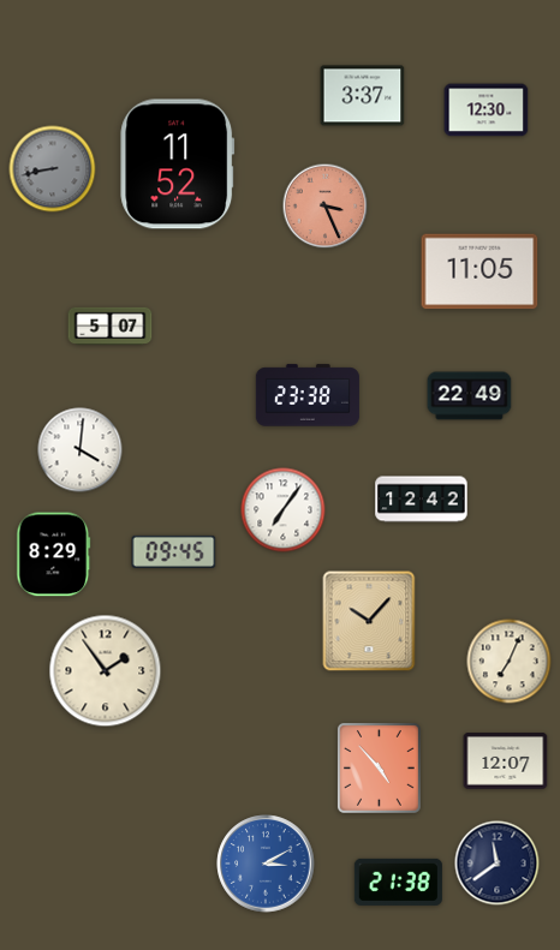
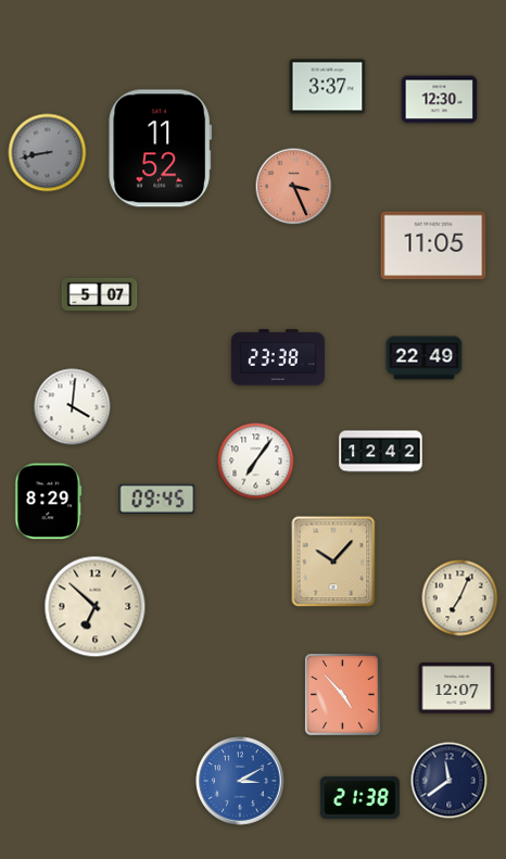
clock at (106, 671): 1:54 -> 6:52
